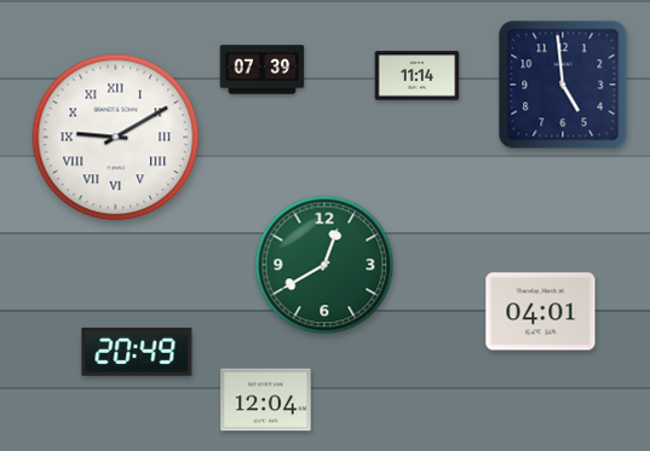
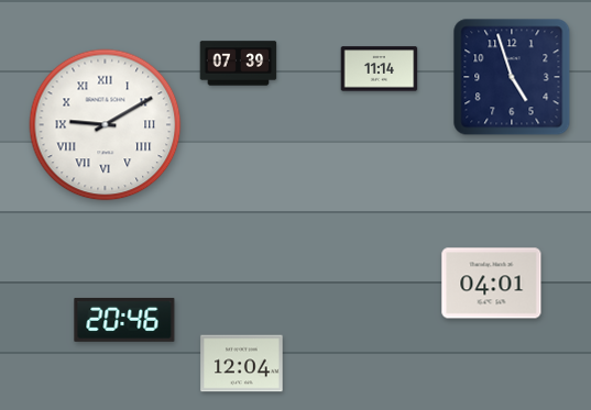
clock at (563, 85): 4:59 -> 4:57
clock at (324, 265): 12:40 -> none
clock at (137, 352): 20:49 -> 20:46
